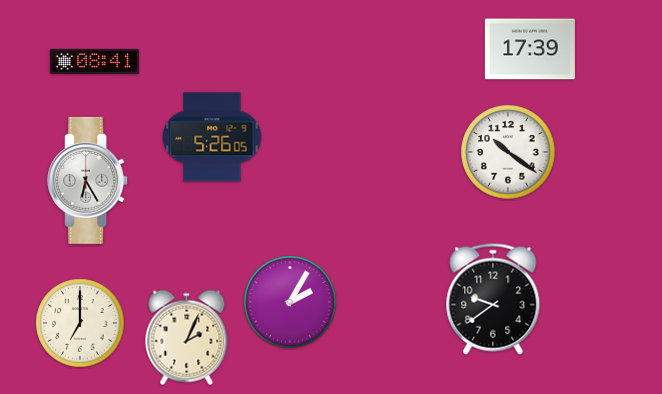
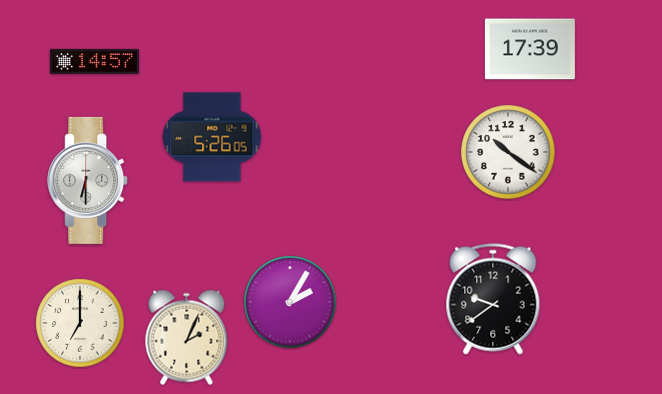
clock at (94, 61): 08:41 -> 14:57
clock at (88, 180): 6:25 -> 6:30
